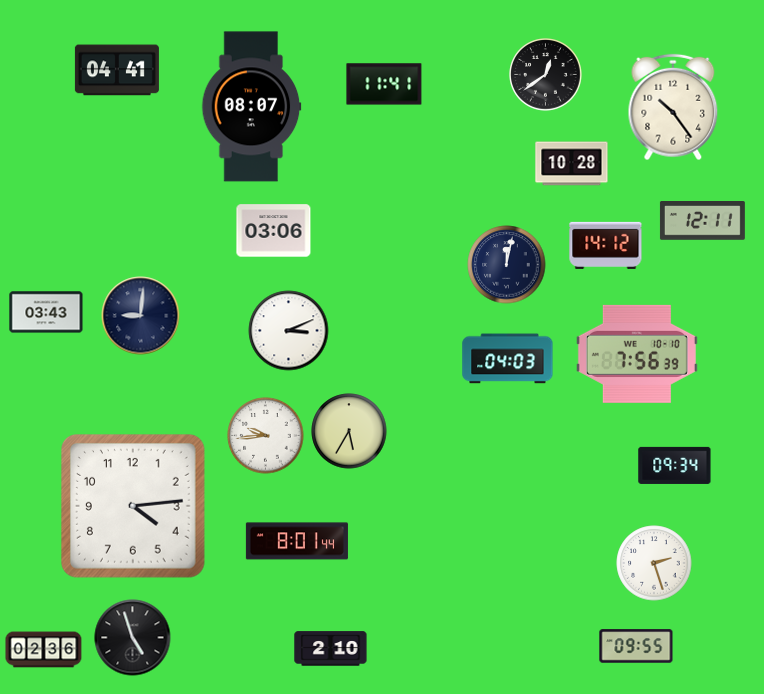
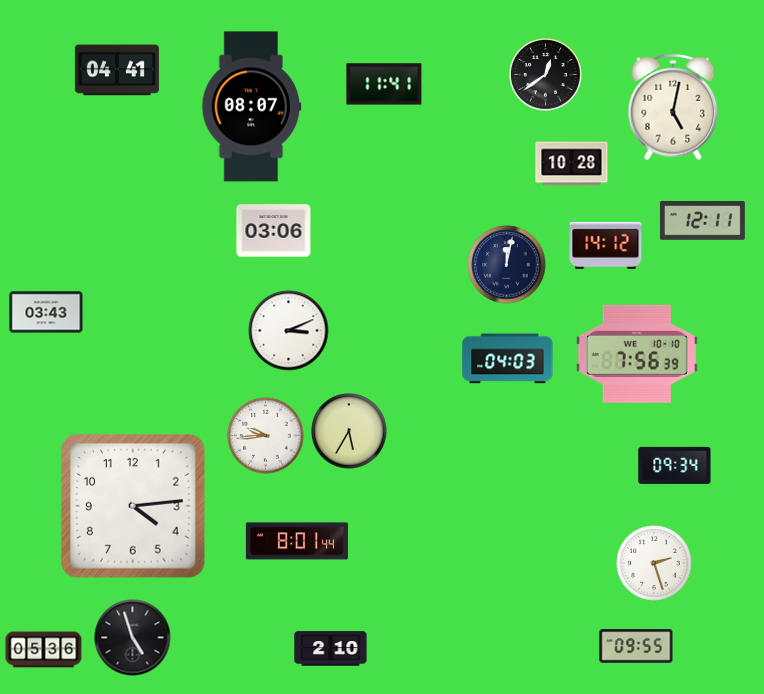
clock at (673, 107): 10:24 -> 5:02
clock at (141, 316): 9:01 -> none
clock at (44, 650): 02:36 -> 05:36
